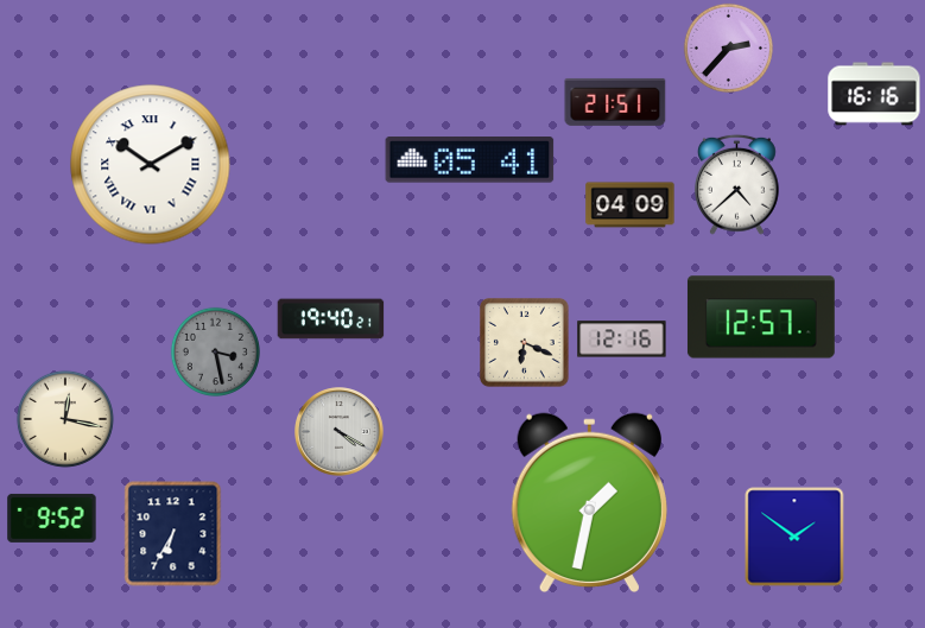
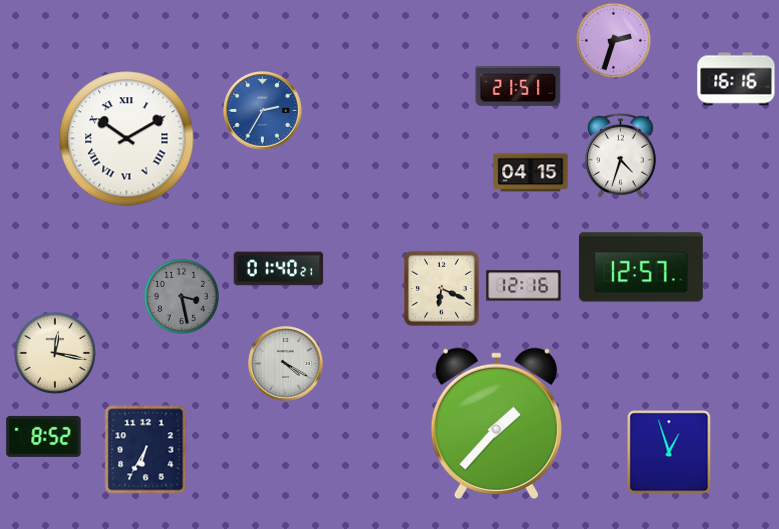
clock at (728, 47): 2:37 -> 2:33
clock at (263, 111): none -> 2:35
clock at (470, 160): 05:41 -> none
clock at (737, 184): 4:38 -> 4:33
clock at (631, 205): 04:09 -> 04:15
clock at (331, 319): 19:40 -> 01:40
clock at (589, 503): 1:32 -> 1:37
clock at (52, 518): 9:52 -> 8:52
clock at (794, 537): 1:51 -> 12:57
